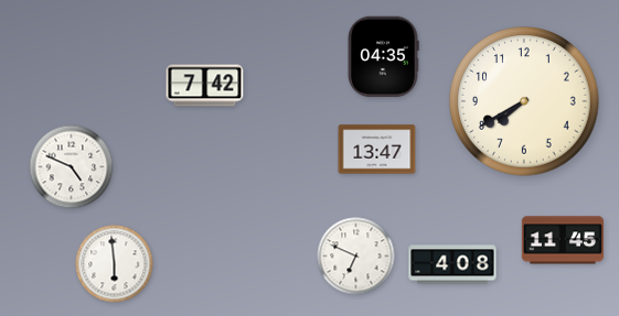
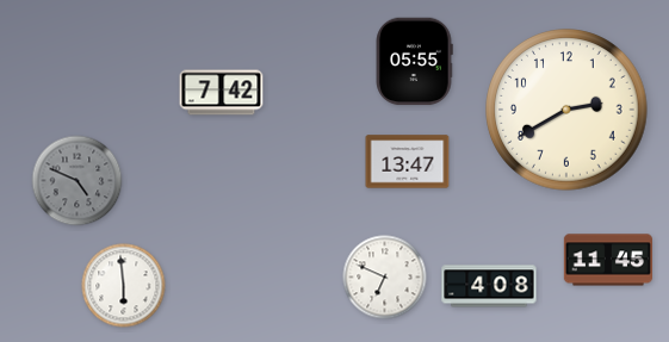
clock at (383, 57): 04:35 -> 05:55
clock at (524, 101): 7:40 -> 2:40
clock at (72, 167) dial: white -> grey
